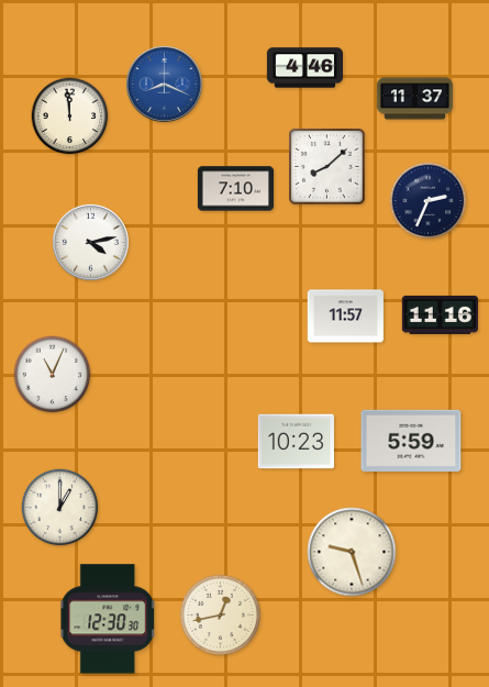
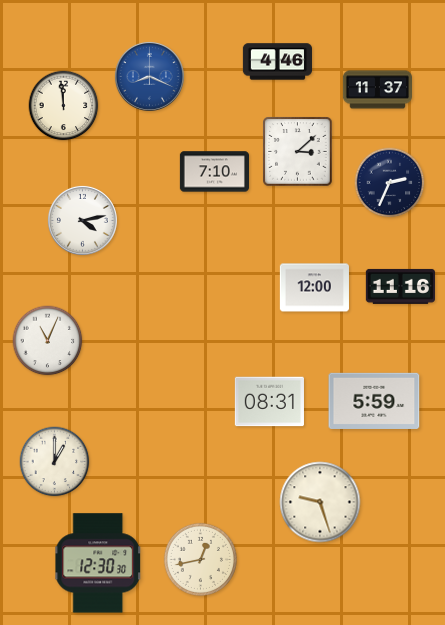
clock at (327, 167): 8:08 -> 3:08
clock at (345, 317): 11:57 -> 12:00
clock at (296, 442): 10:23 -> 08:31
